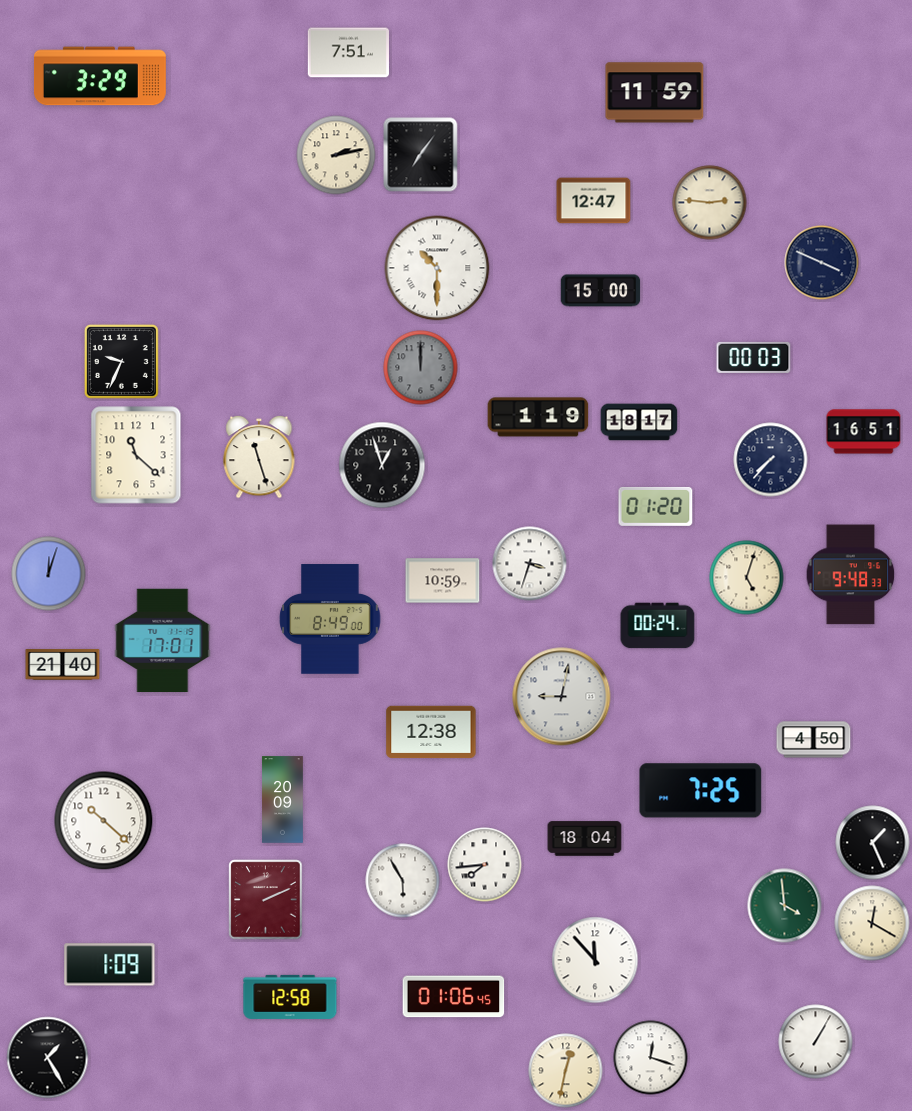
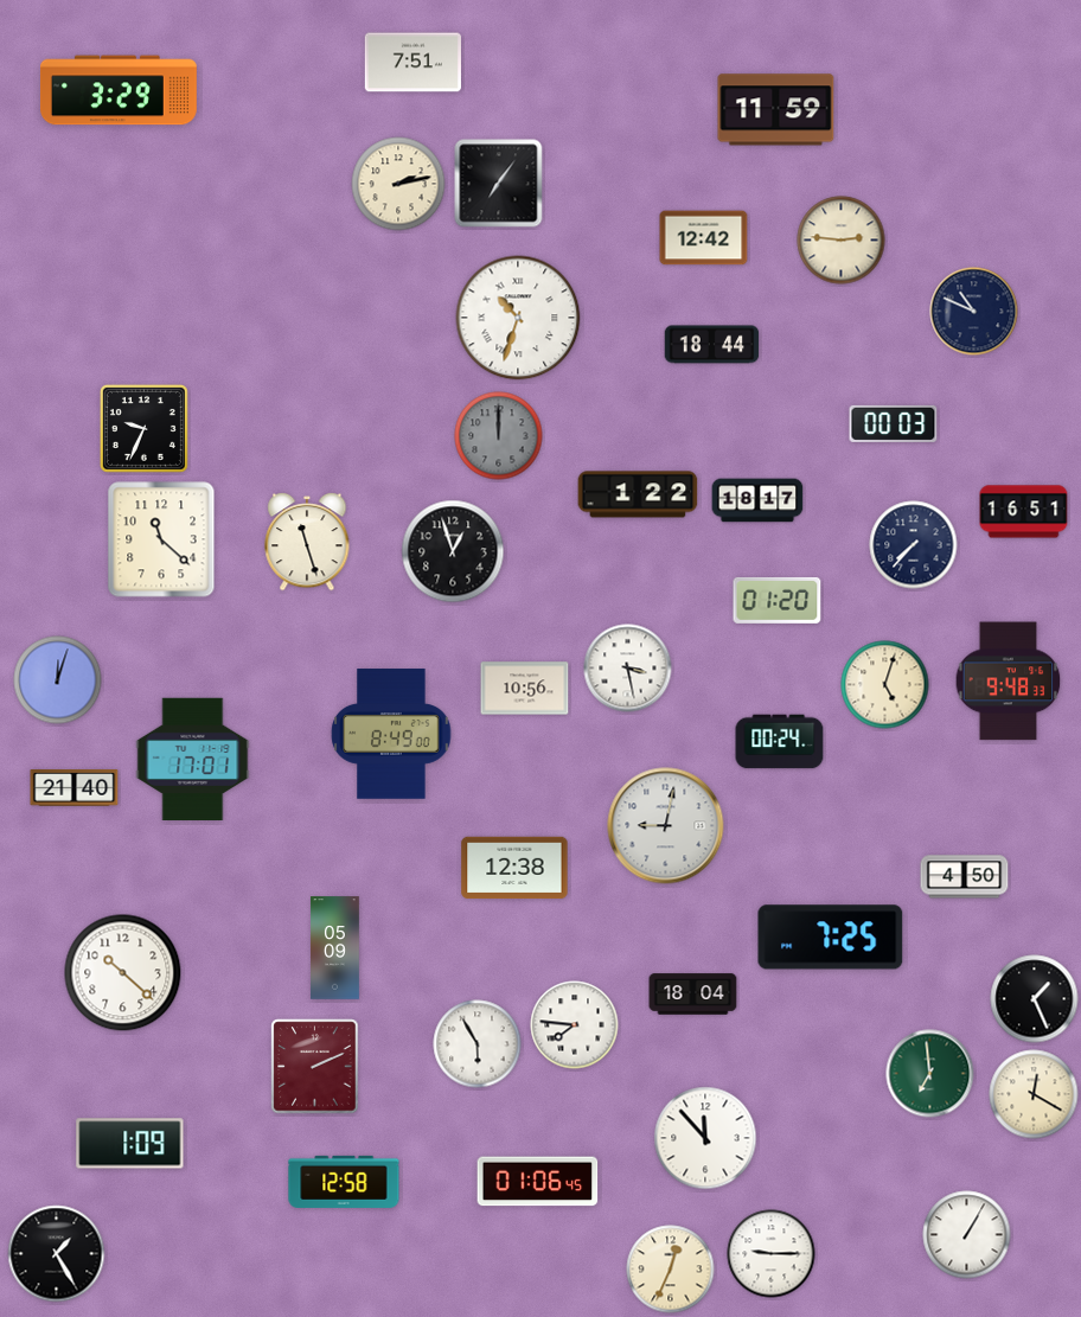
clock at (594, 201): 12:47 -> 12:42
clock at (822, 263): 3:49 -> 10:49
clock at (437, 268): 10:30 -> 10:33
clock at (601, 291): 15:00 -> 18:44
clock at (538, 417): 1:19 -> 1:22
clock at (530, 564): 3:33 -> 3:28
clock at (443, 581): 10:59 -> 10:56
clock at (431, 732) position: (431, 732) -> (514, 868)
clock at (283, 800): 20:09 -> 05:09
clock at (485, 865): 7:44 -> 7:46
clock at (785, 906): 3:59 -> 6:59
clock at (651, 1058): 12:18 -> 9:15
clock at (566, 1071): 12:32 -> 12:34
